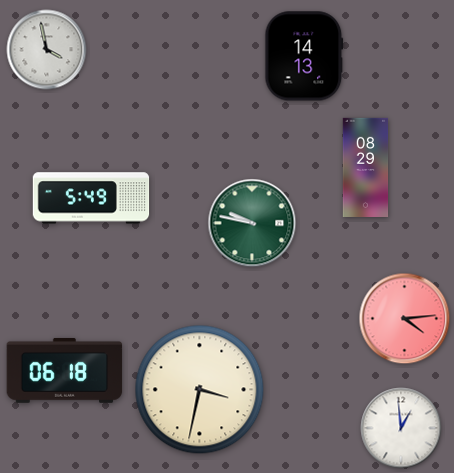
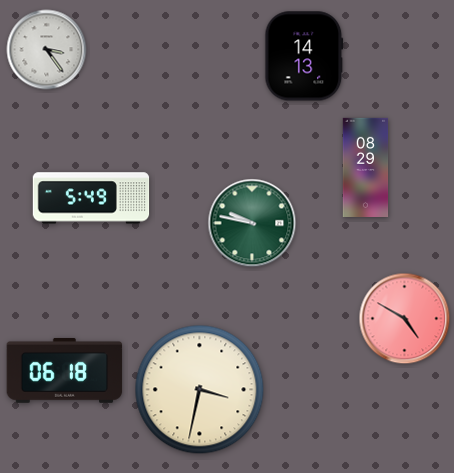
clock at (47, 50): 3:58 -> 3:24
clock at (405, 319): 4:14 -> 4:50
clock at (401, 428): 12:59 -> none
